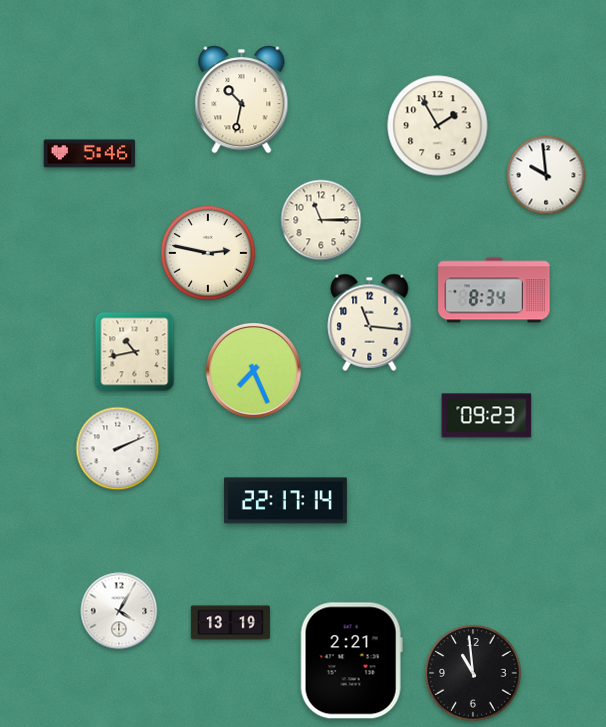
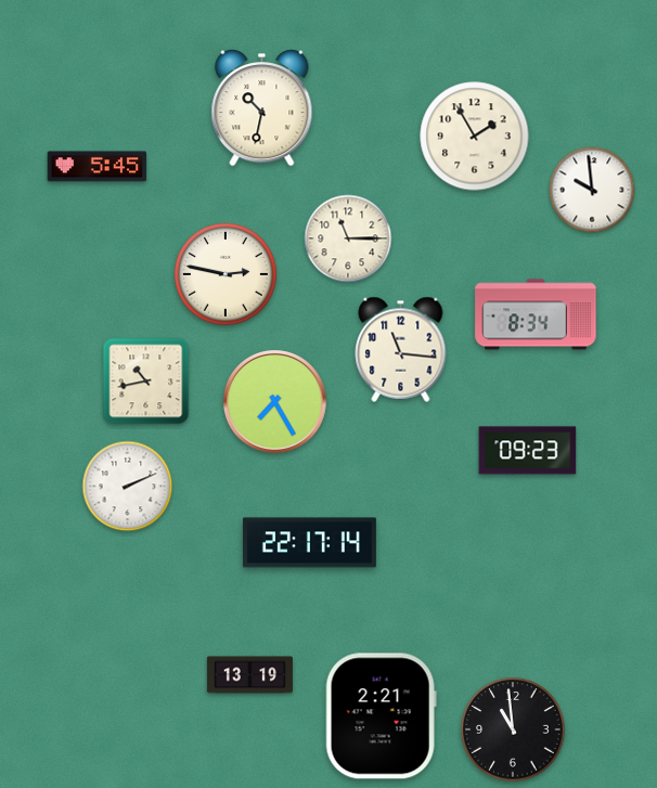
clock at (90, 154): 5:46 -> 5:45
clock at (253, 370): 7:26 -> 7:25
clock at (119, 611): 4:05 -> none
